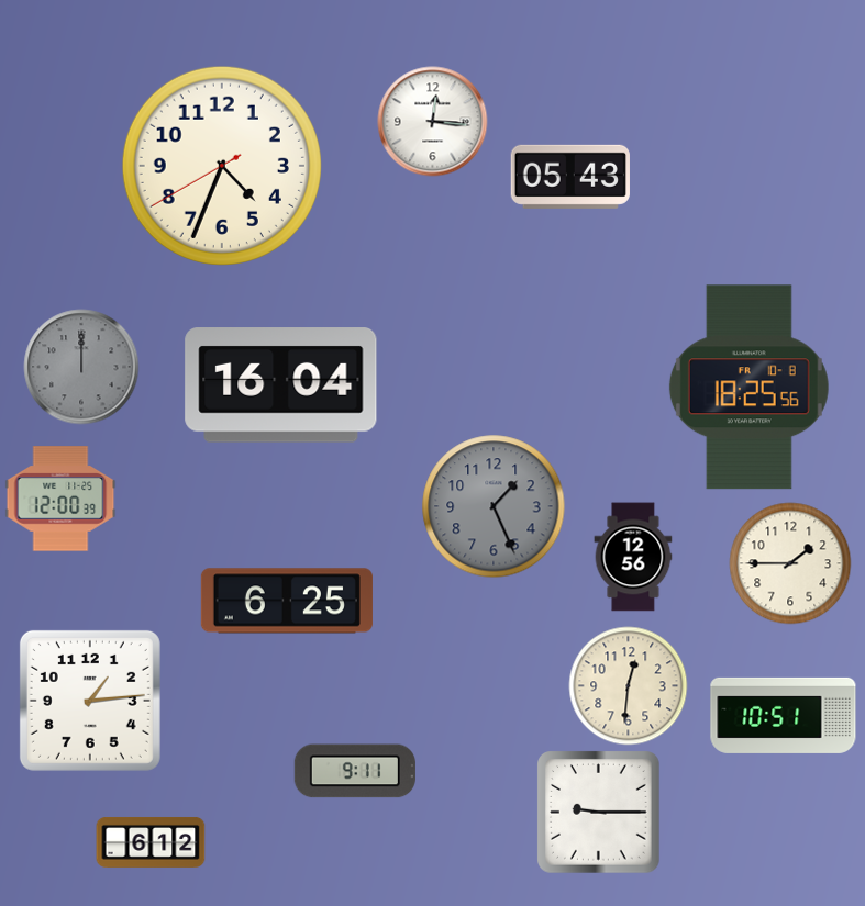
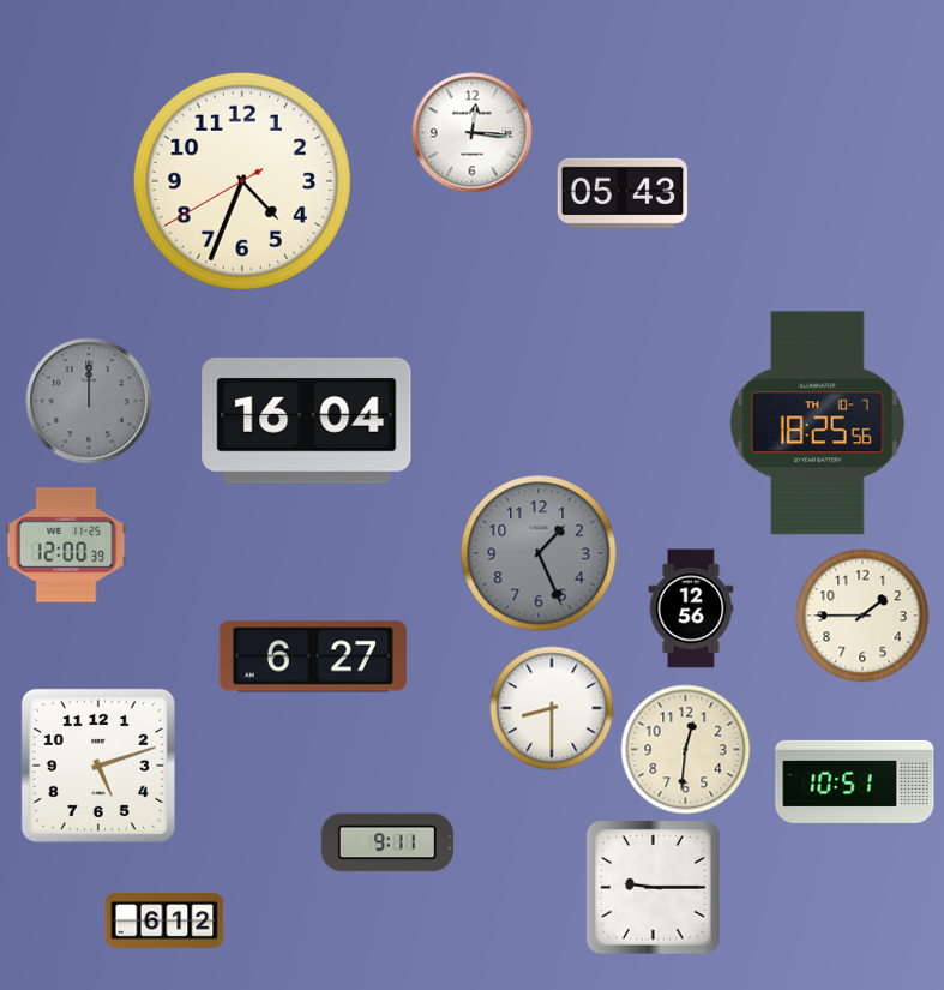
clock at (748, 388) date: FR 10-8 -> TH 10-7
clock at (287, 601): 6:25 -> 6:27
clock at (552, 708): none -> 8:30
clock at (90, 701): 1:14 -> 5:12
